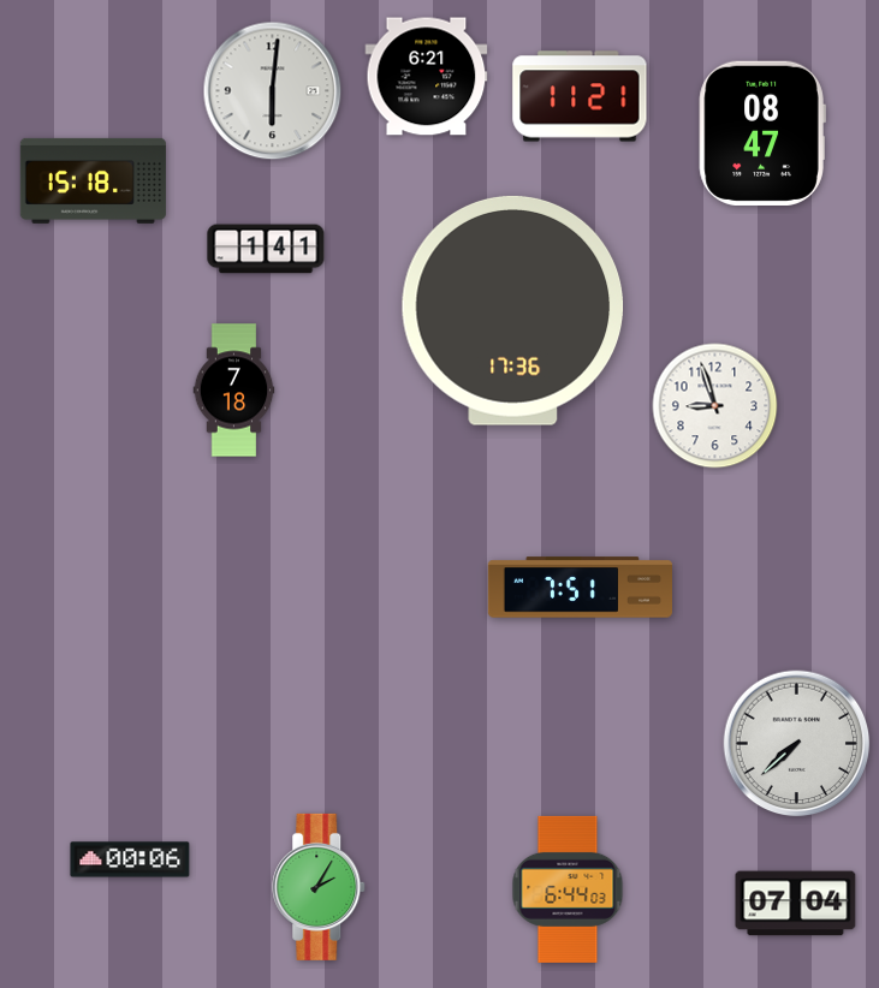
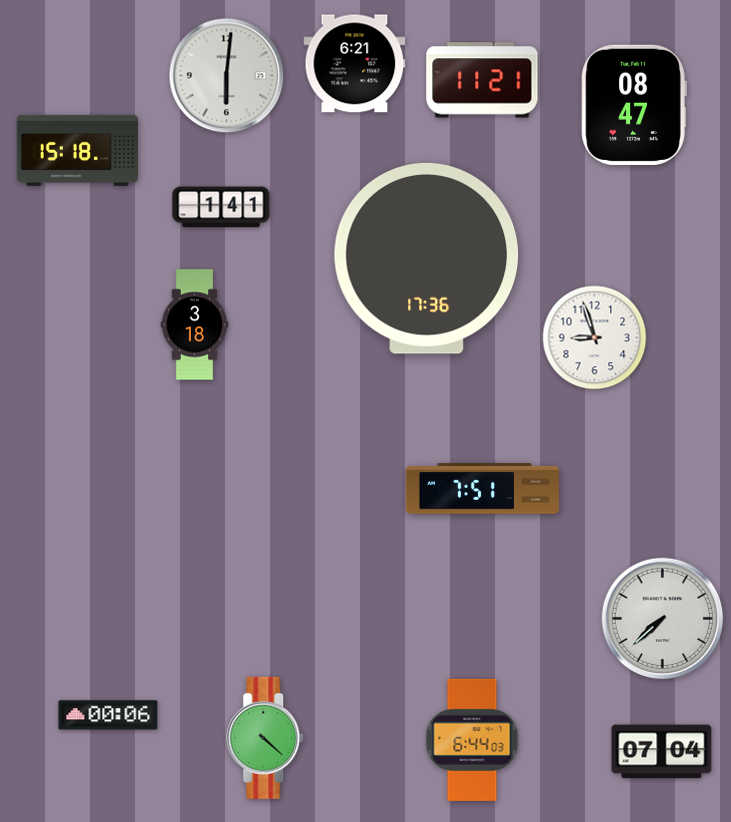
clock at (762, 133) position: (762, 133) -> (634, 105)
clock at (234, 391): 7:18 -> 3:18
clock at (320, 887): 2:05 -> 4:22
